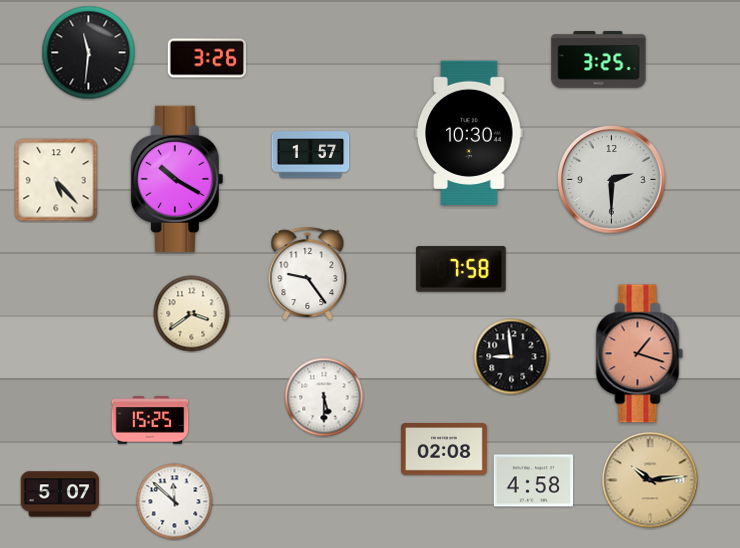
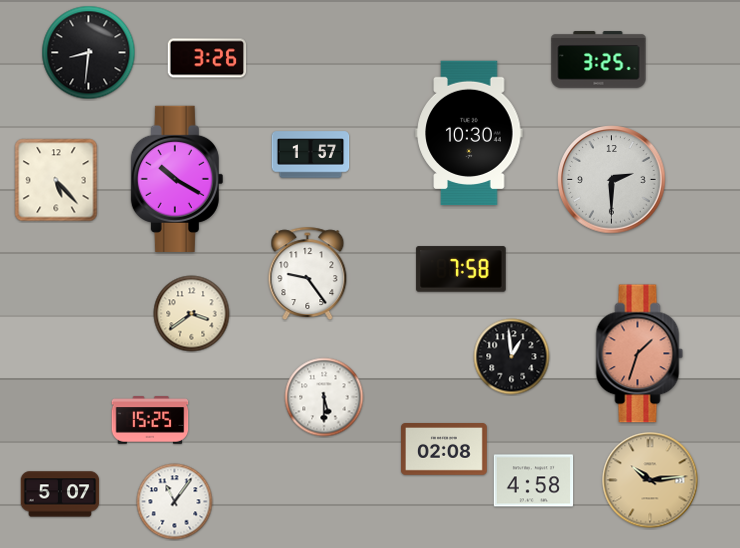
clock at (89, 53): 11:31 -> 8:31
clock at (640, 354): 1:18 -> 1:33
clock at (512, 357): 8:59 -> 12:59
clock at (175, 502): 11:52 -> 11:06
